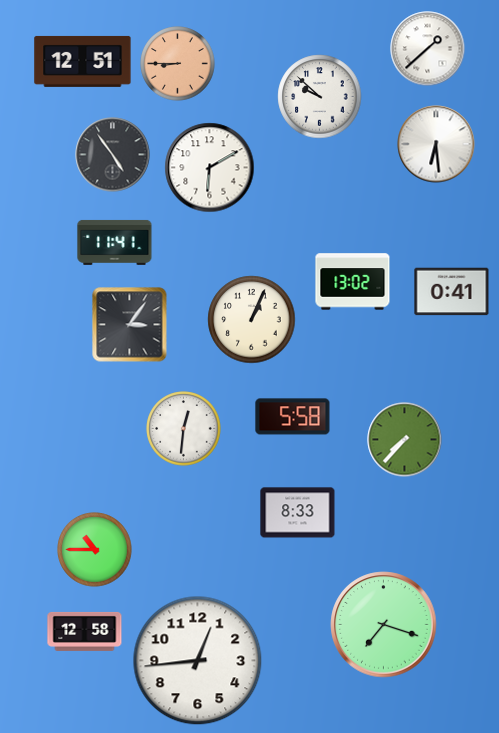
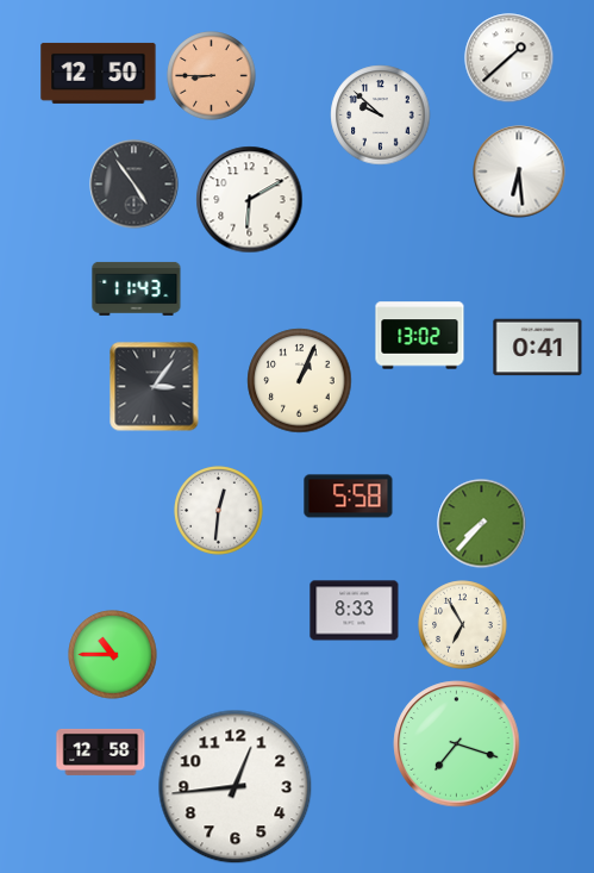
clock at (83, 61): 12:51 -> 12:50
clock at (115, 242): 11:41 -> 11:43
clock at (463, 625): none -> 6:55
